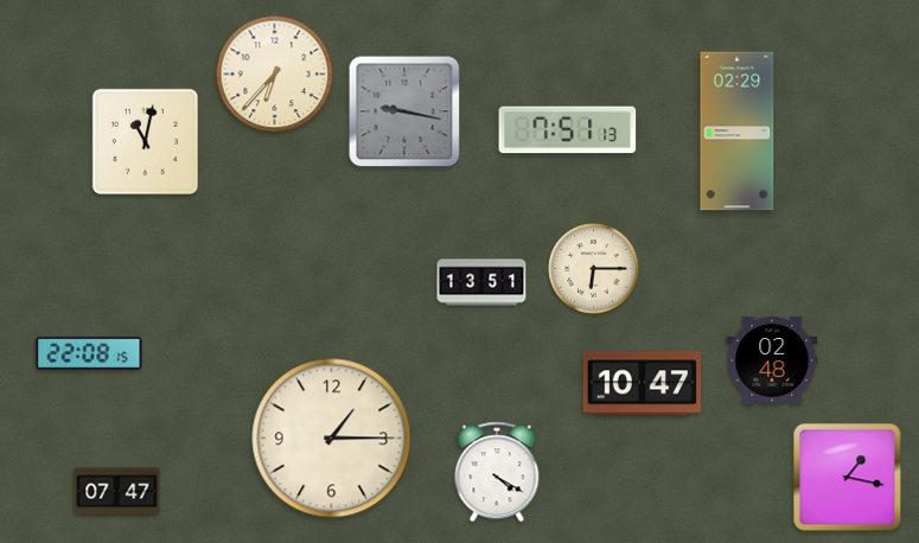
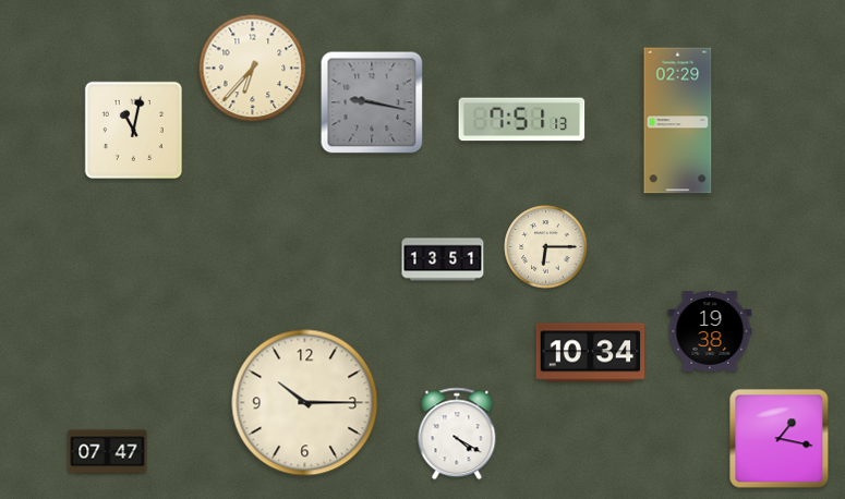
clock at (89, 353): 22:08 -> none
clock at (772, 360): 02:48 -> 19:38
clock at (643, 384): 10:47 -> 10:34
clock at (332, 439): 1:15 -> 10:15
